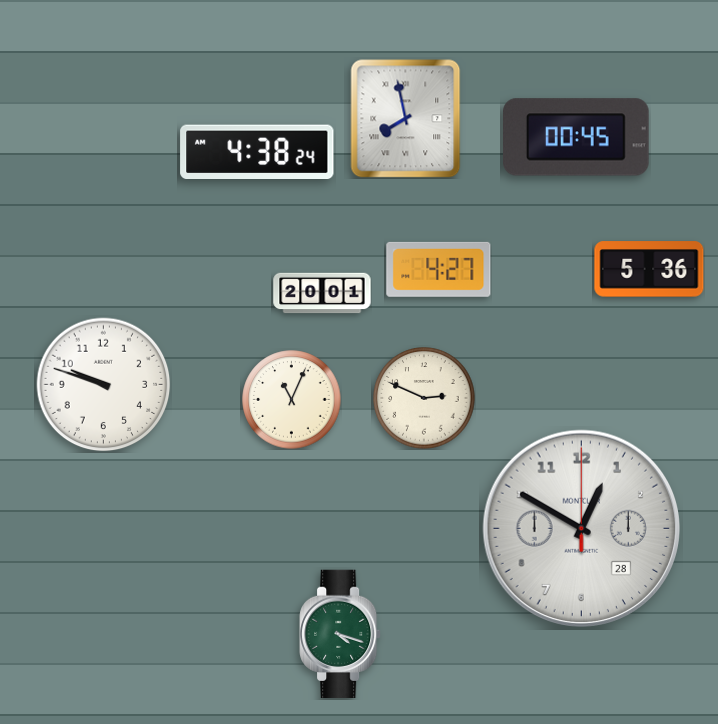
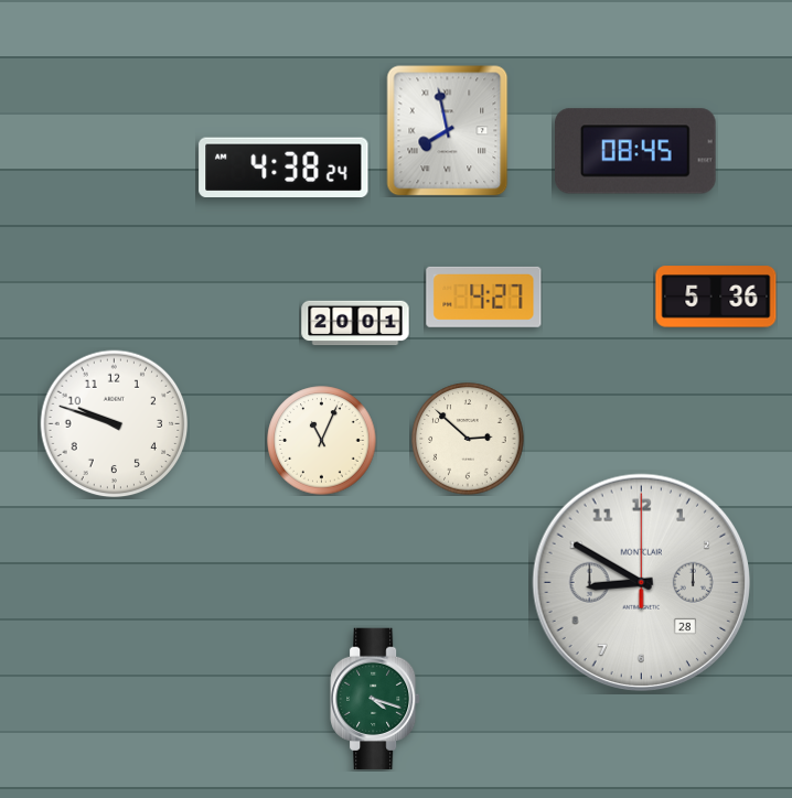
clock at (577, 137): 00:45 -> 08:45
clock at (424, 398): 2:49 -> 2:52
clock at (582, 529): 12:50 -> 8:50
